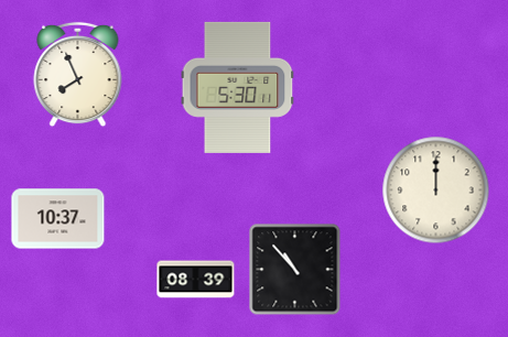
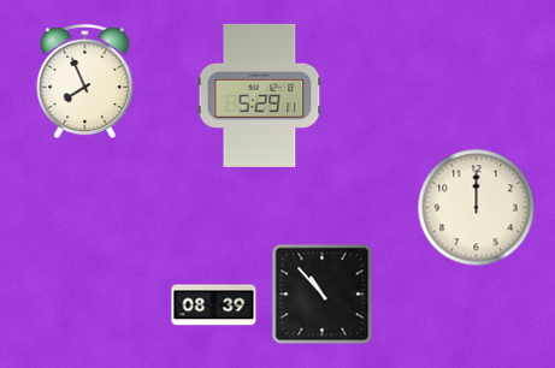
clock at (238, 87): 5:30 -> 5:29
clock at (58, 219): 10:37 -> none
